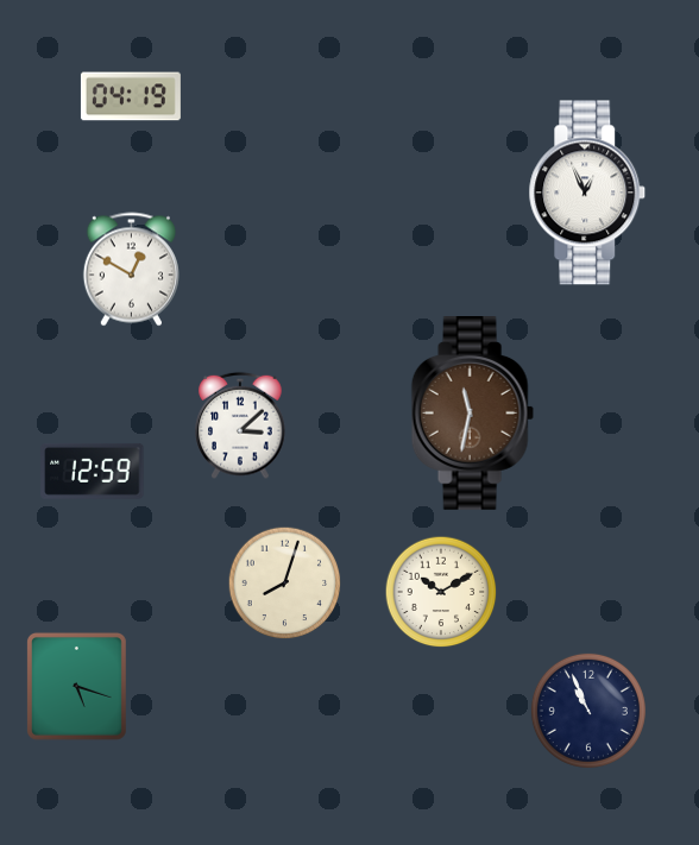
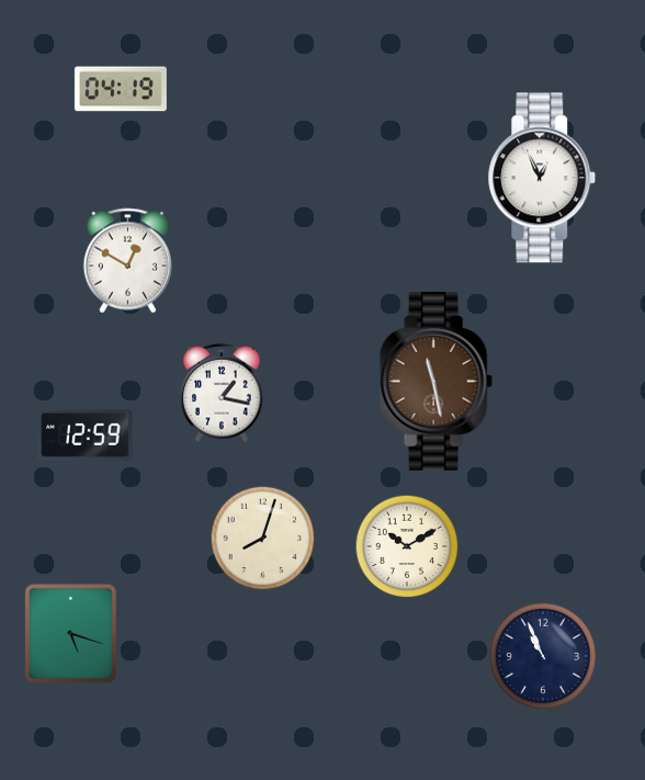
clock at (131, 270) position: (131, 270) -> (127, 261)
clock at (472, 414): 11:32 -> 11:28
clock at (240, 425): 3:08 -> 1:17
